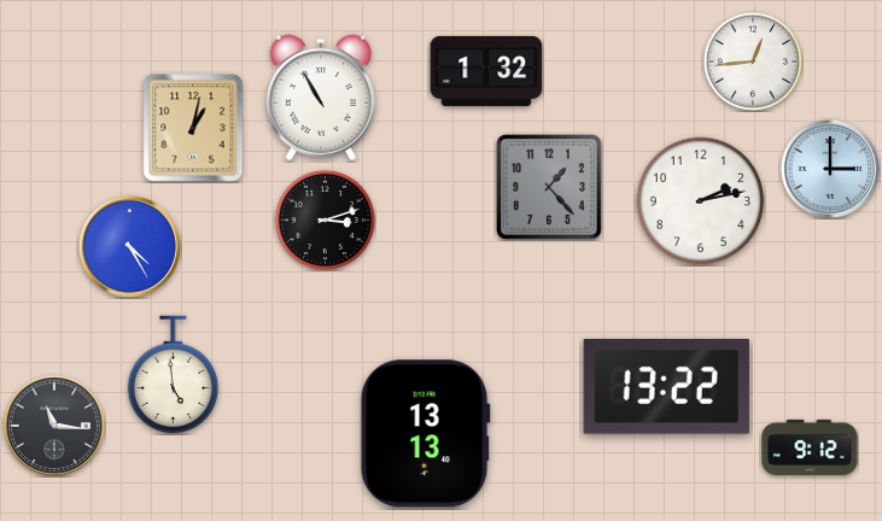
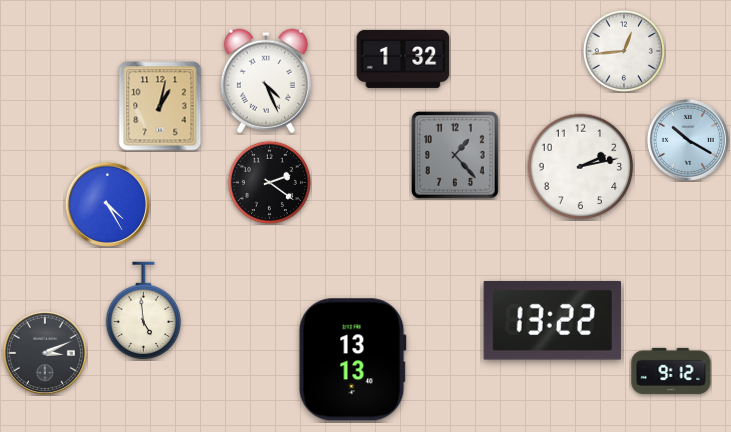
clock at (321, 98): 10:55 -> 4:26
clock at (830, 169): 3:00 -> 10:20
clock at (325, 219): 3:12 -> 2:21
clock at (54, 426): 11:16 -> 3:11
